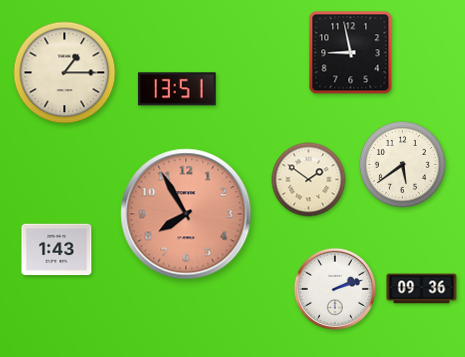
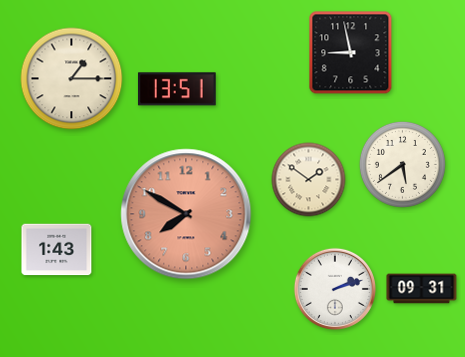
clock at (65, 73) position: (65, 73) -> (72, 79)
clock at (186, 214): 7:55 -> 7:50
clock at (422, 289): 09:36 -> 09:31
